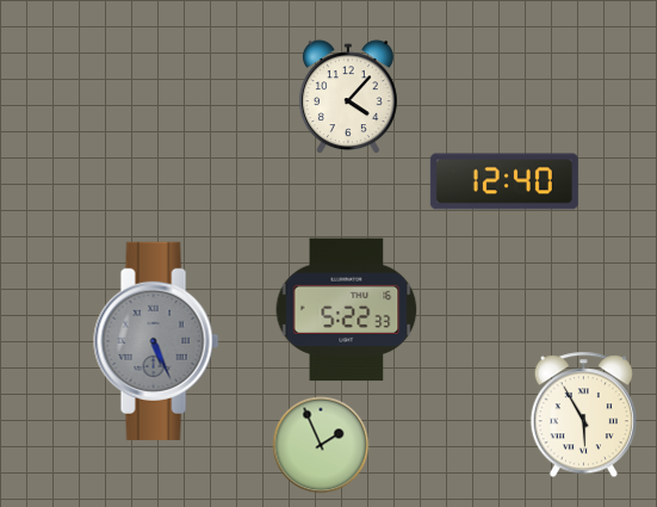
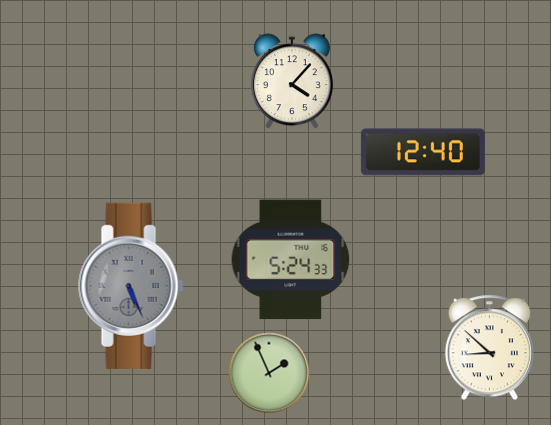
clock at (347, 310): 5:22 -> 5:24
clock at (583, 415): 5:55 -> 8:52
